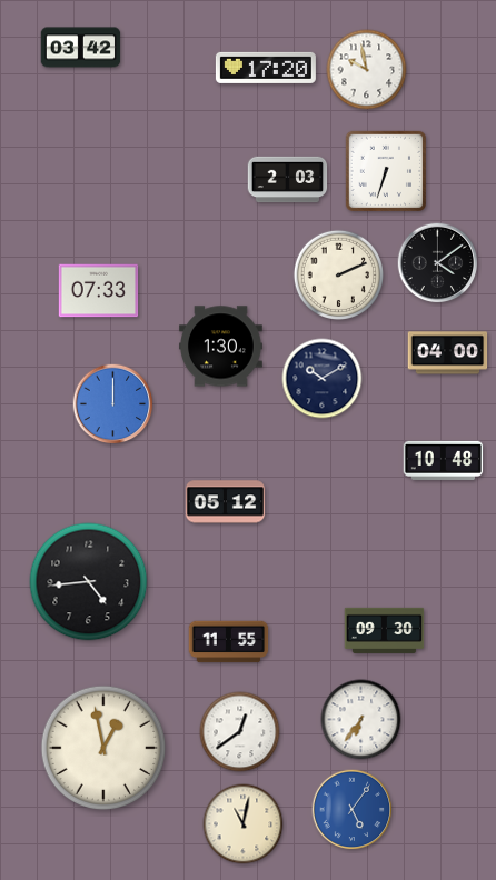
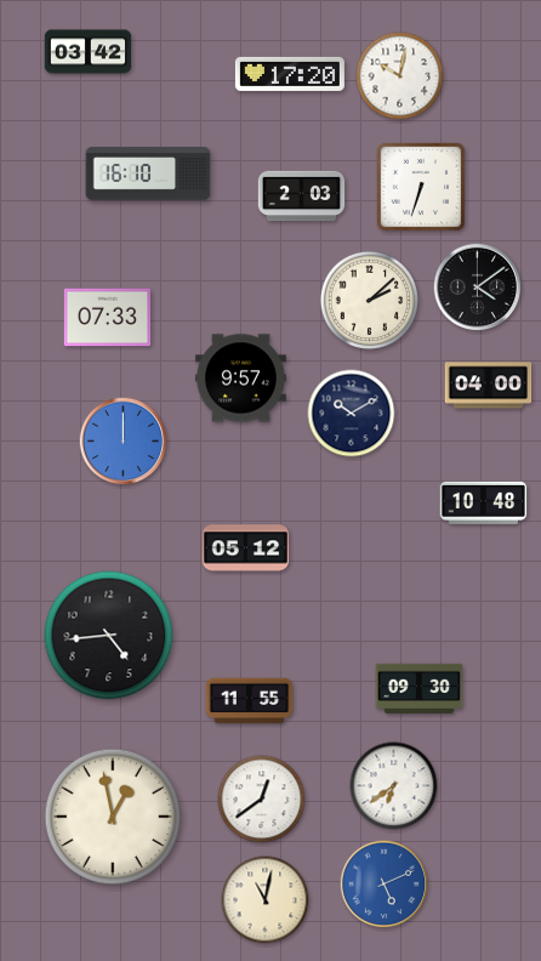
clock at (367, 70): 9:58 -> 10:02
clock at (148, 174): none -> 16:10
clock at (288, 180) position: (288, 180) -> (302, 197)
clock at (338, 274): 2:11 -> 2:08
clock at (221, 347): 1:30 -> 9:57
clock at (89, 582) position: (89, 582) -> (109, 636)
clock at (361, 720): 6:36 -> 6:39
clock at (353, 810): 5:06 -> 5:11
